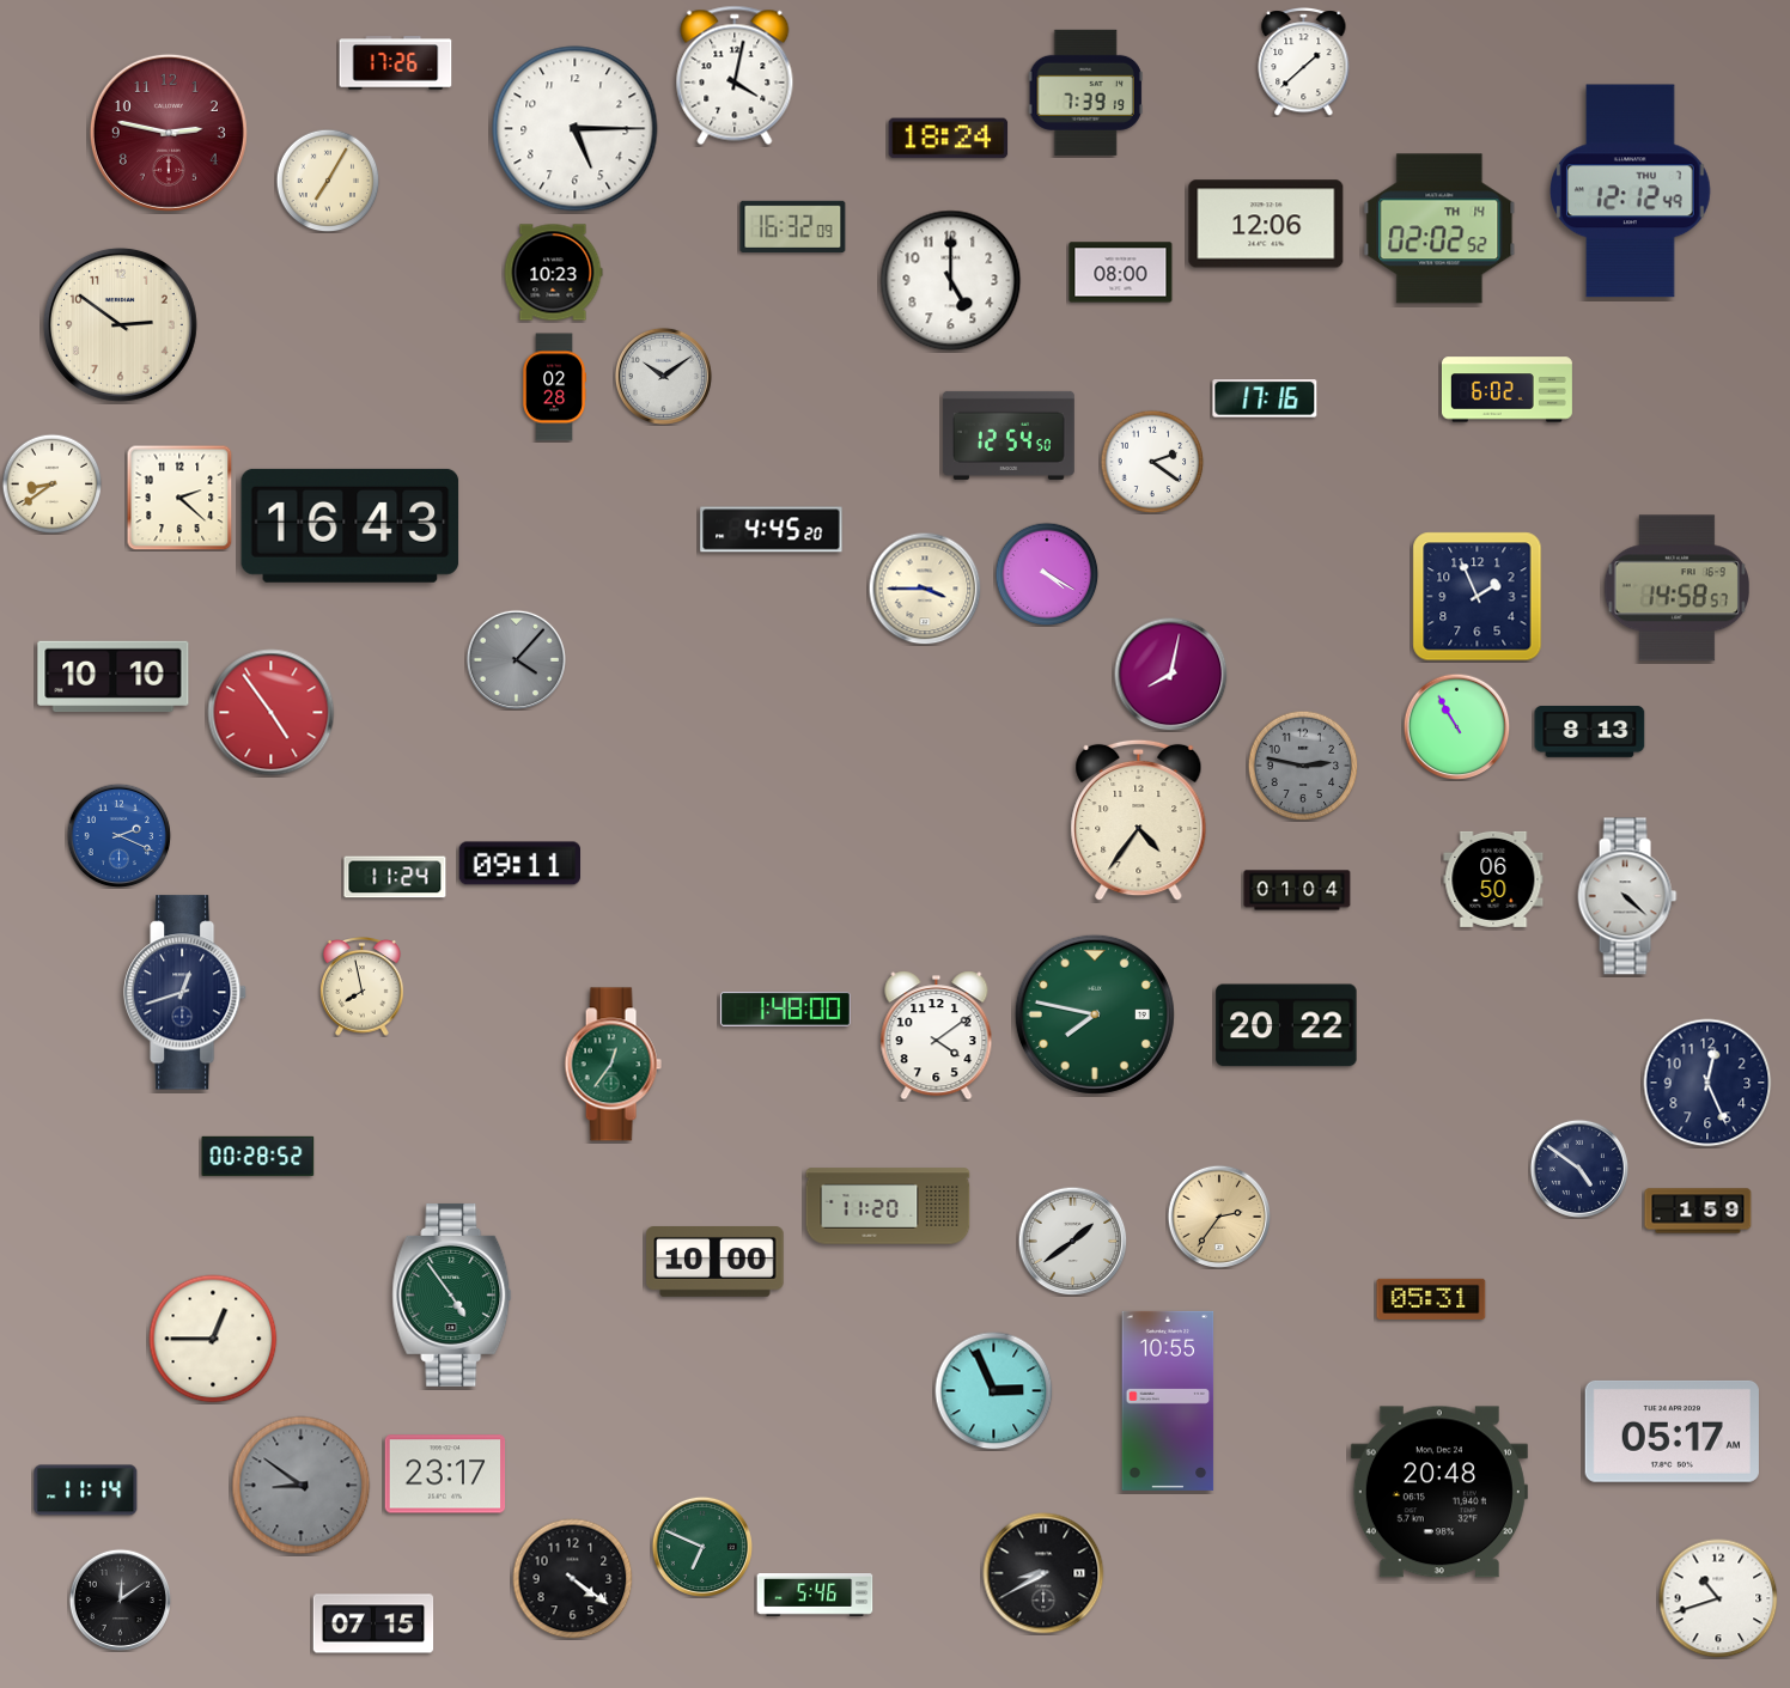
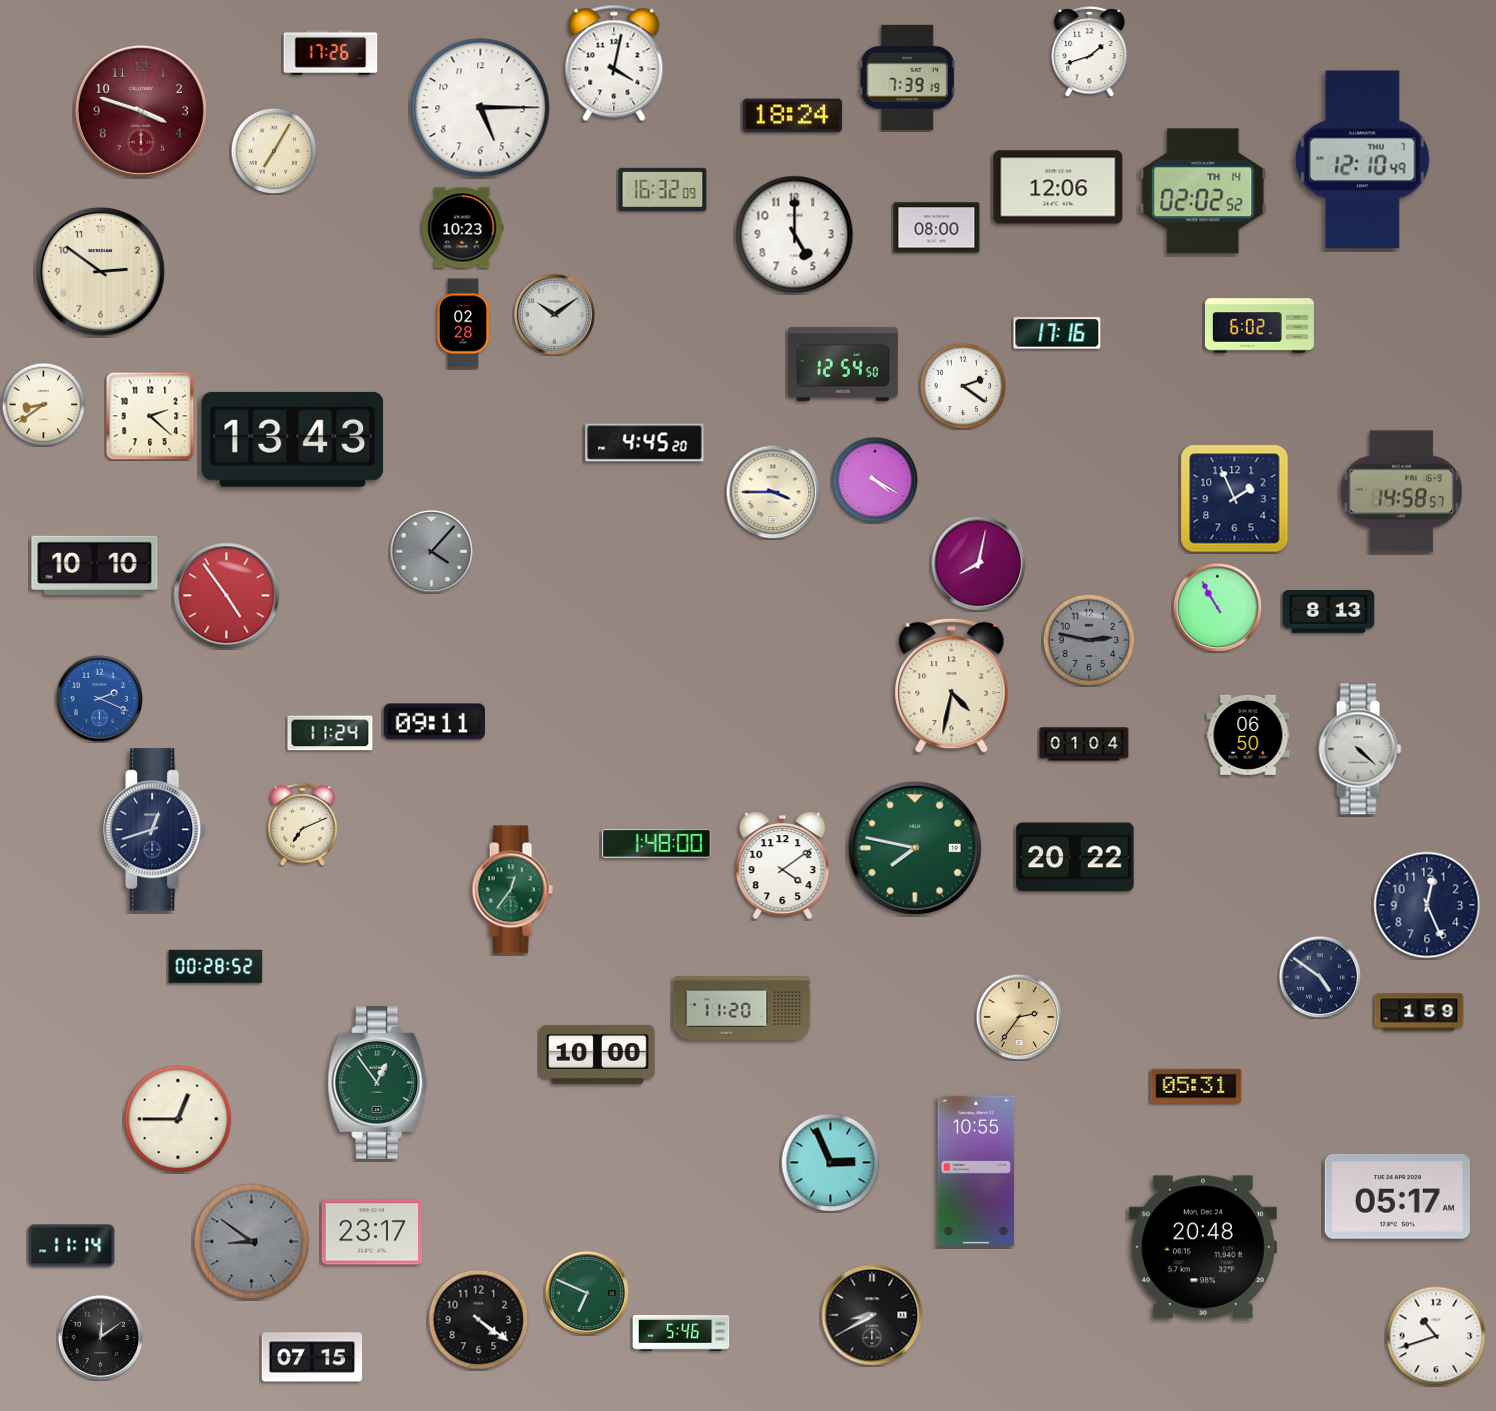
clock at (1304, 62): 1:38 -> 1:42
clock at (169, 133): 2:47 -> 3:48
clock at (1631, 191): 12:12 -> 12:10
clock at (351, 525): 16:43 -> 13:43
clock at (1139, 821): 4:36 -> 4:32
clock at (363, 987): 7:58 -> 7:11
clock at (1072, 1241): 1:39 -> none
clock at (452, 1294): 4:54 -> 12:54
